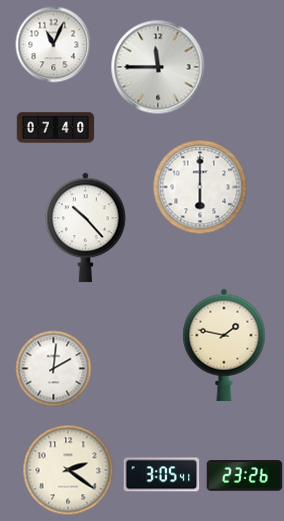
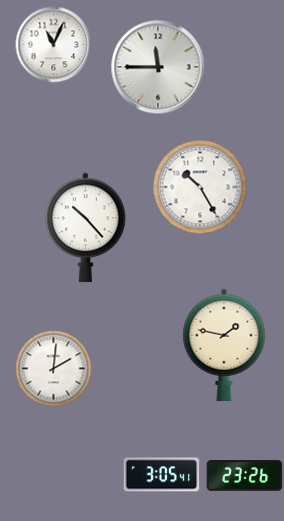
clock at (56, 128): 07:40 -> none
clock at (200, 187): 6:00 -> 10:25
clock at (68, 470): 2:21 -> none
